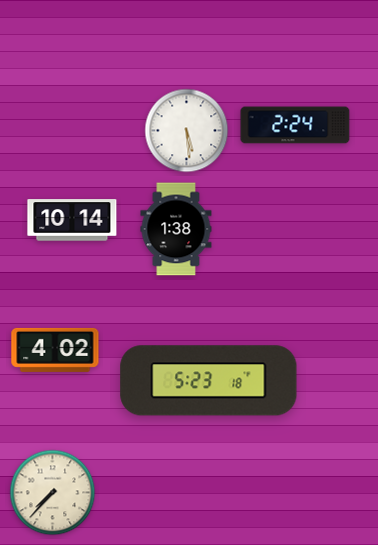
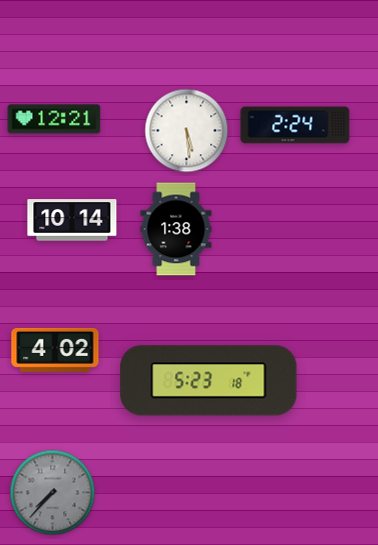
clock at (54, 119): none -> 12:21
clock at (53, 493) dial: cream -> grey
